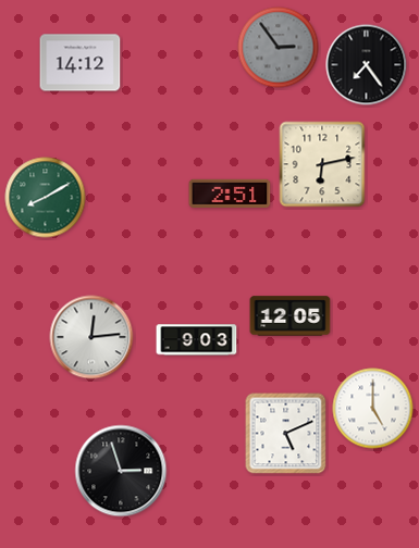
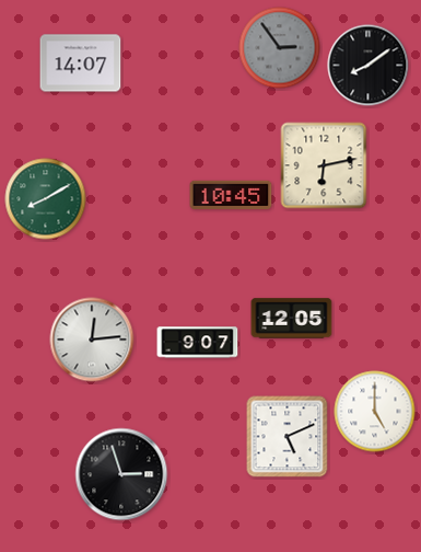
clock at (81, 63): 14:12 -> 14:07
clock at (367, 65): 7:24 -> 8:09
clock at (230, 194): 2:51 -> 10:45
clock at (197, 340): 9:03 -> 9:07
